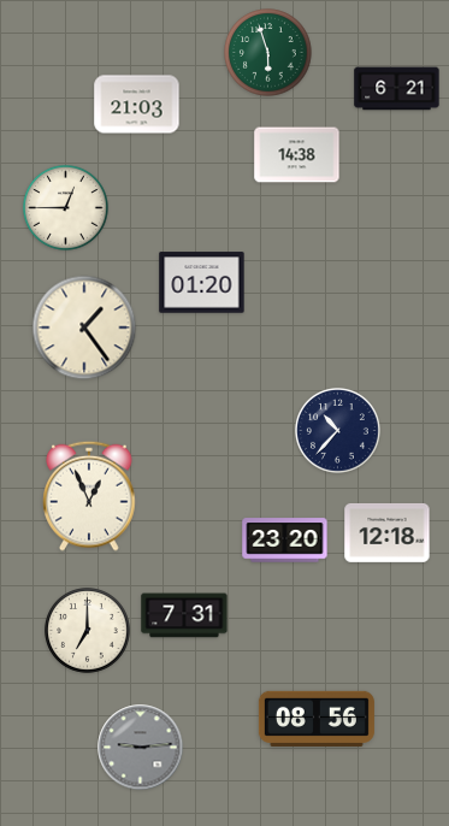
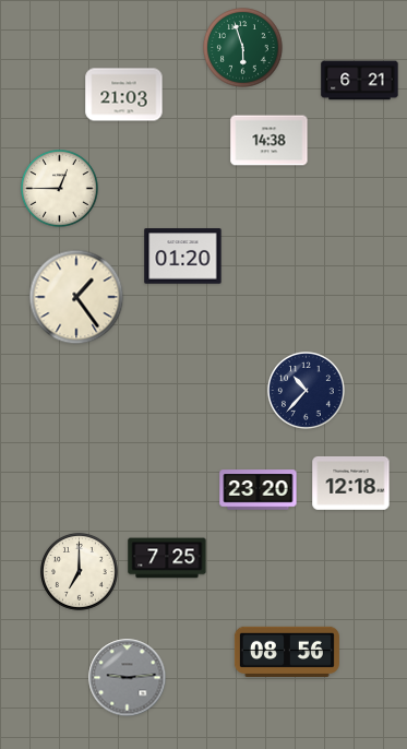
clock at (89, 496): 12:56 -> none
clock at (184, 615): 7:31 -> 7:25
